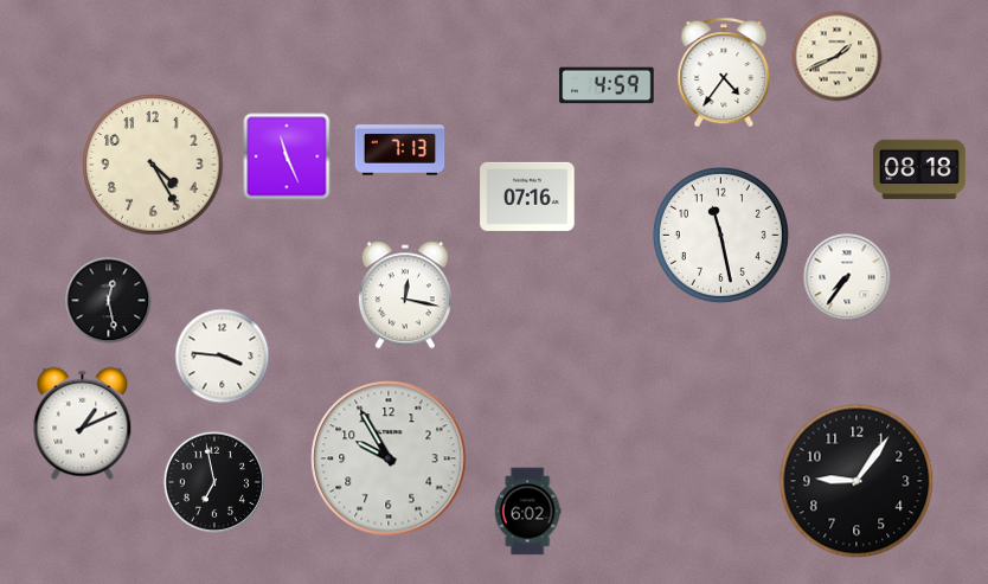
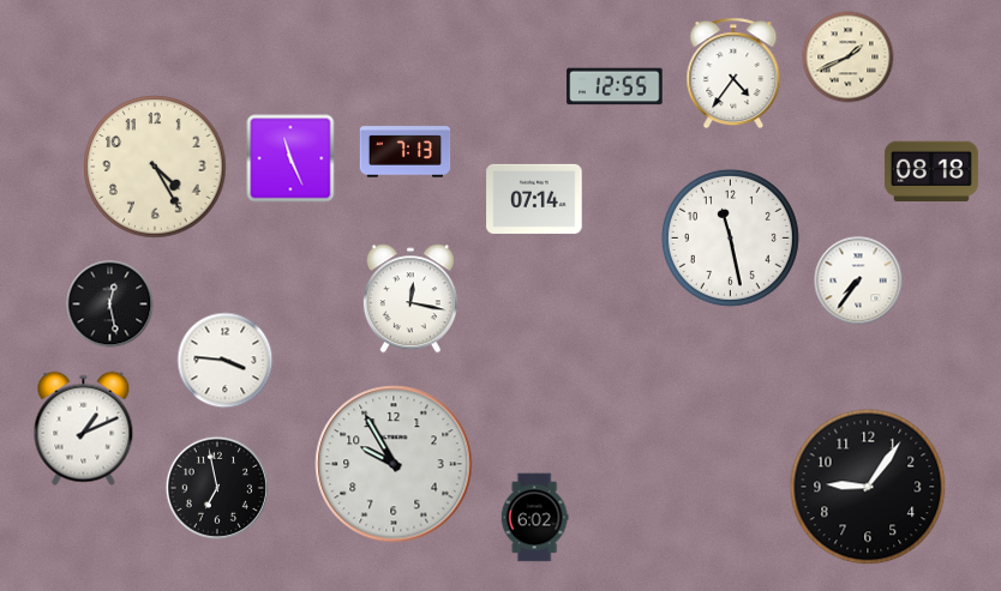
clock at (607, 85): 4:59 -> 12:55
clock at (527, 197): 07:16 -> 07:14
